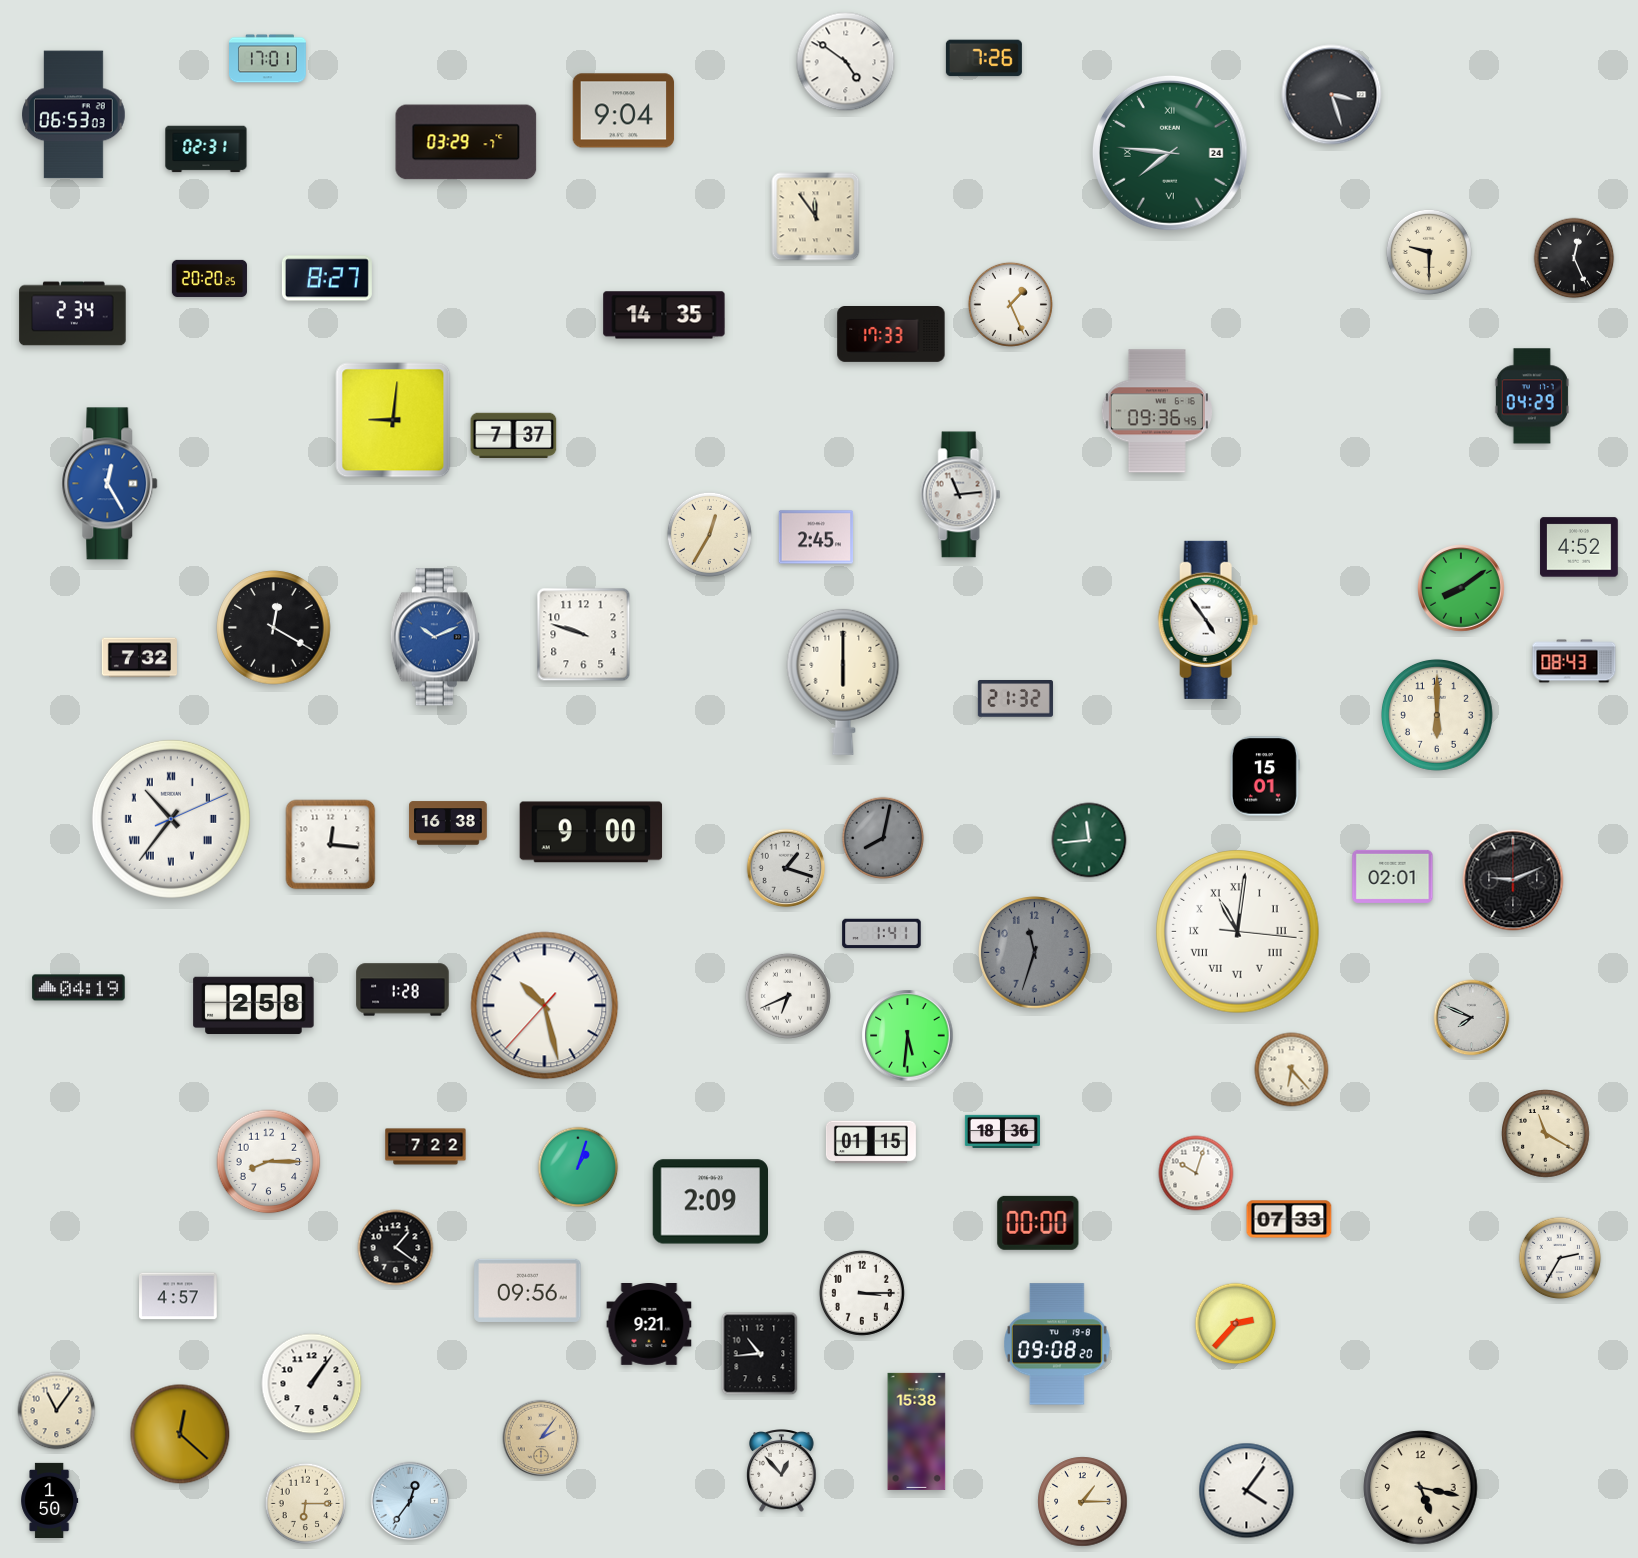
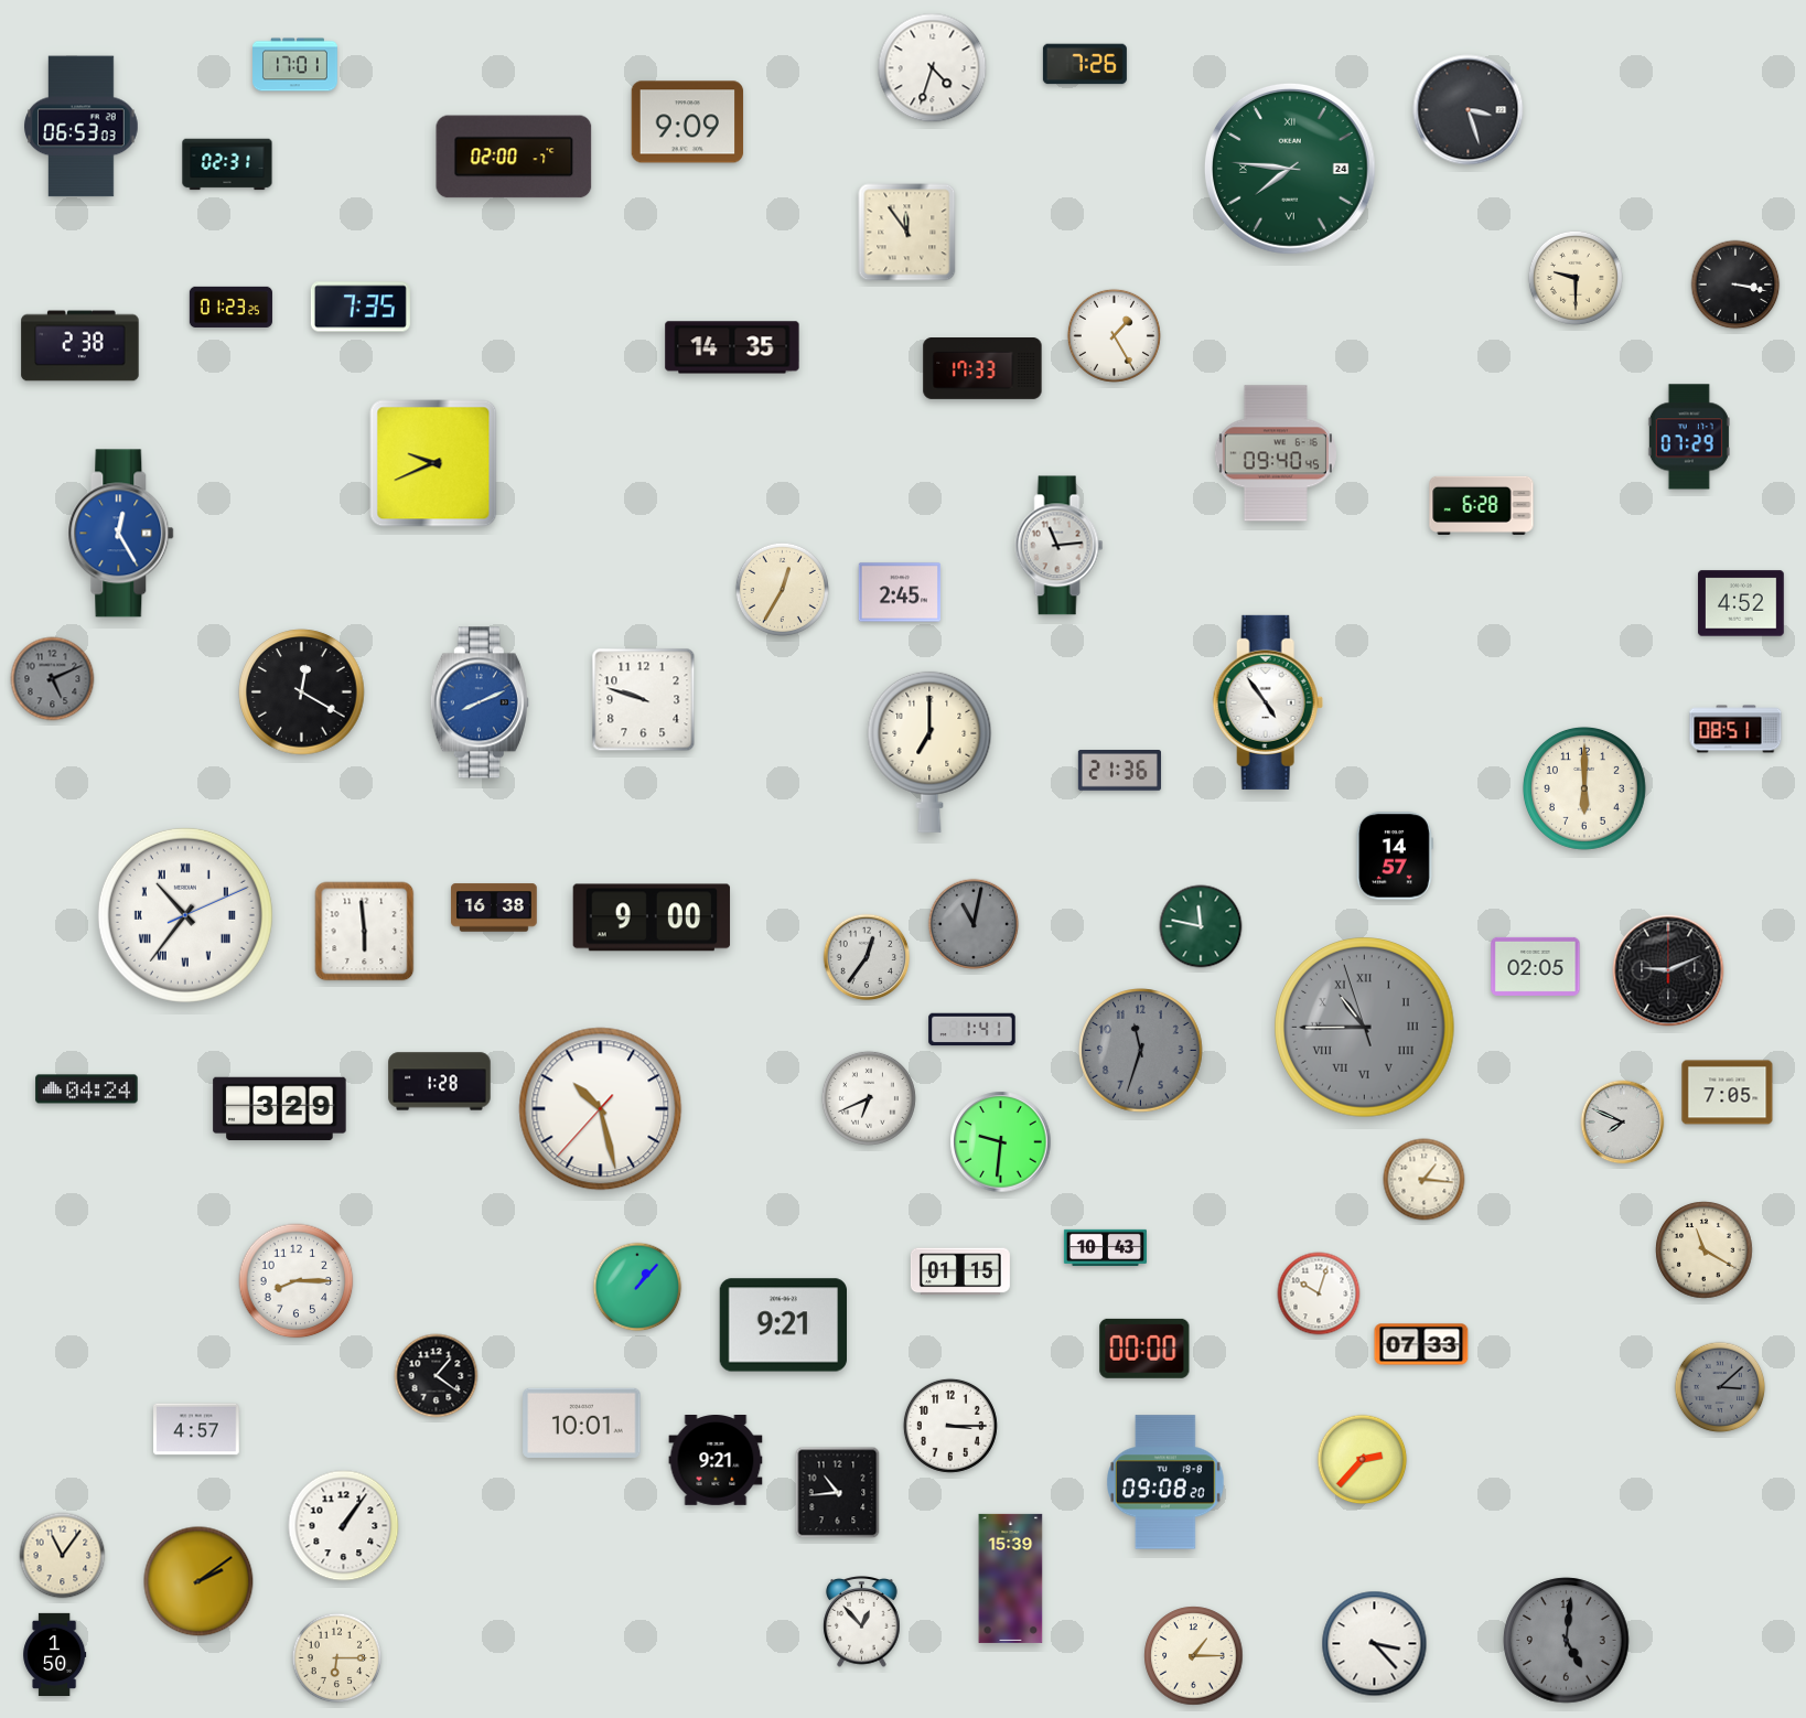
clock at (846, 62): 4:51 -> 4:33
clock at (1332, 95) position: (1332, 95) -> (1469, 110)
clock at (624, 111): 9:04 -> 9:09
clock at (466, 142): 03:29 -> 02:00
clock at (816, 217) position: (816, 217) -> (907, 233)
clock at (1574, 258): 12:26 -> 3:17
clock at (209, 278): 20:20 -> 01:23
clock at (327, 278): 8:27 -> 7:35
clock at (1010, 304): 1:26 -> 1:25
clock at (73, 314): 2:34 -> 2:38
clock at (1532, 396): 04:29 -> 07:29
clock at (1157, 411): 09:36 -> 09:40
clock at (393, 420): 9:01 -> 9:41
clock at (514, 436): 7:37 -> none
clock at (1482, 505): none -> 6:28
clock at (1462, 589): 8:09 -> none
clock at (53, 679): none -> 5:11
clock at (1208, 620) position: (1208, 620) -> (1268, 702)
clock at (435, 637): 10:11 -> 8:11
clock at (139, 658): 7:32 -> none
clock at (1574, 661): 08:43 -> 08:51
clock at (843, 682): 6:00 -> 7:00
clock at (1015, 699): 21:32 -> 21:36
clock at (1265, 776): 15:01 -> 14:57
clock at (171, 819) position: (171, 819) -> (185, 915)
clock at (883, 838): 8:02 -> 11:02
clock at (1089, 840): 11:44 -> 11:47
clock at (331, 845): 12:16 -> 5:59
clock at (786, 868): 1:18 -> 12:36
clock at (1393, 876): 02:01 -> 02:05
clock at (1238, 932): 11:01 -> 10:44
clock at (1238, 932) dial: white -> grey
clock at (79, 988): 04:19 -> 04:24
clock at (403, 990) position: (403, 990) -> (440, 1082)
clock at (1728, 1093): none -> 7:05
clock at (254, 1006): 2:58 -> 3:29
clock at (908, 1036): 5:31 -> 9:31
clock at (1292, 1070): 6:23 -> 1:16
clock at (1002, 1131): 18:36 -> 10:43
clock at (871, 1142) position: (871, 1142) -> (960, 1271)
clock at (426, 1147): 7:22 -> none
clock at (578, 1167): 1:03 -> 1:07
clock at (710, 1202): 2:09 -> 9:21
clock at (1560, 1258): 2:35 -> 3:08
clock at (1560, 1258) dial: white -> grey
clock at (528, 1290): 09:56 -> 10:01
clock at (917, 1431): 15:38 -> 15:39
clock at (180, 1434): 12:22 -> 2:09
clock at (541, 1438): 2:06 -> none
clock at (1421, 1488): 5:17 -> 5:01
clock at (1421, 1488) dial: cream -> grey
clock at (1247, 1491): 4:06 -> 3:23
clock at (410, 1501): 12:36 -> none
